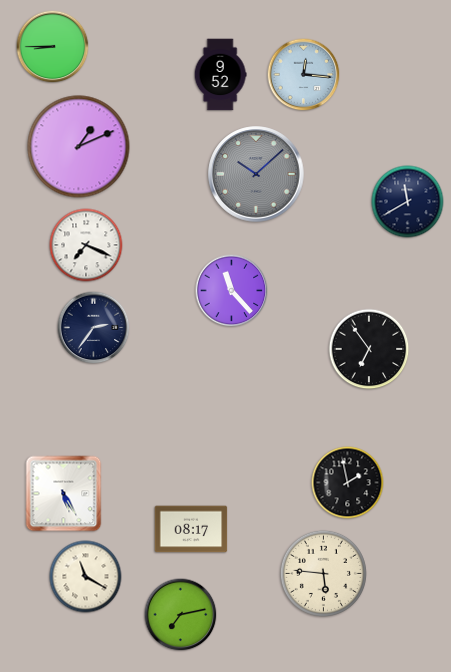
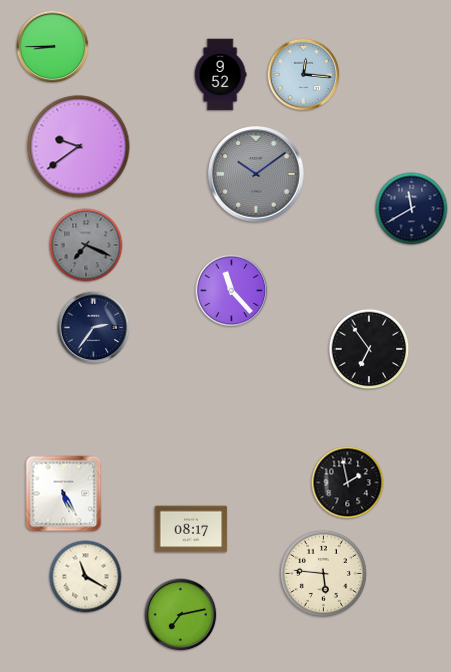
clock at (79, 147): 1:11 -> 9:39
clock at (256, 174): 10:08 -> 10:09
clock at (408, 202) position: (408, 202) -> (412, 209)
clock at (86, 245) dial: white -> grey
